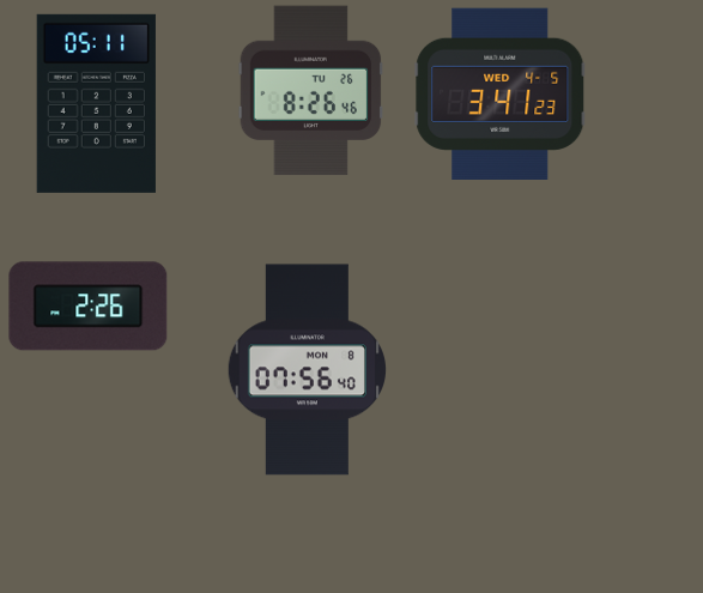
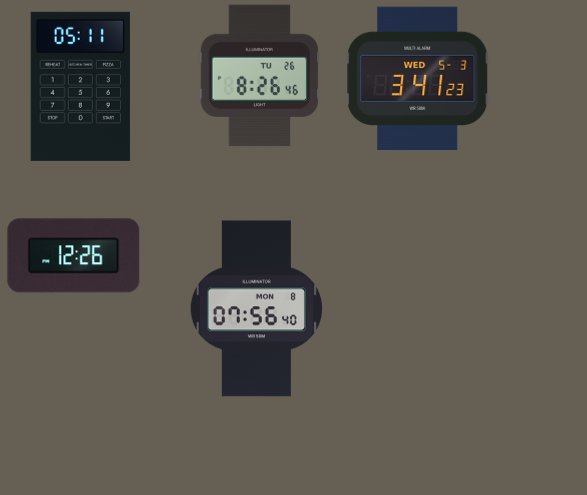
clock at (501, 95) date: WED 4-5 -> WED 5-3
clock at (89, 307): 2:26 -> 12:26
